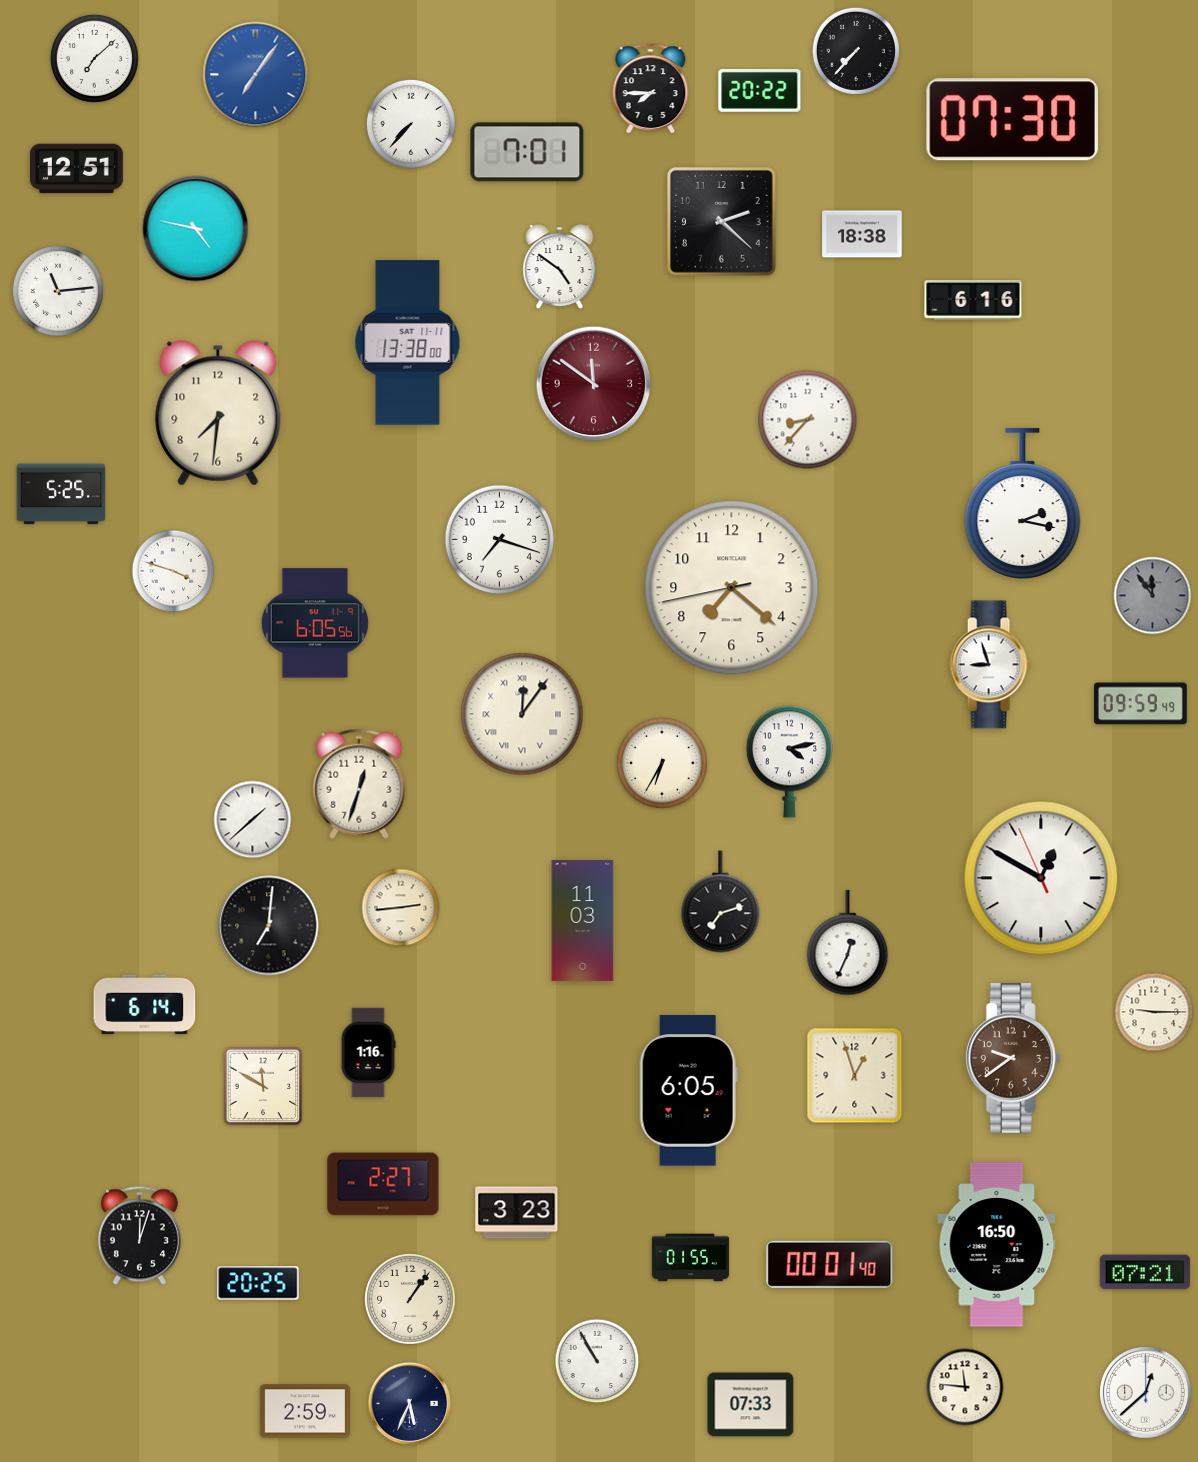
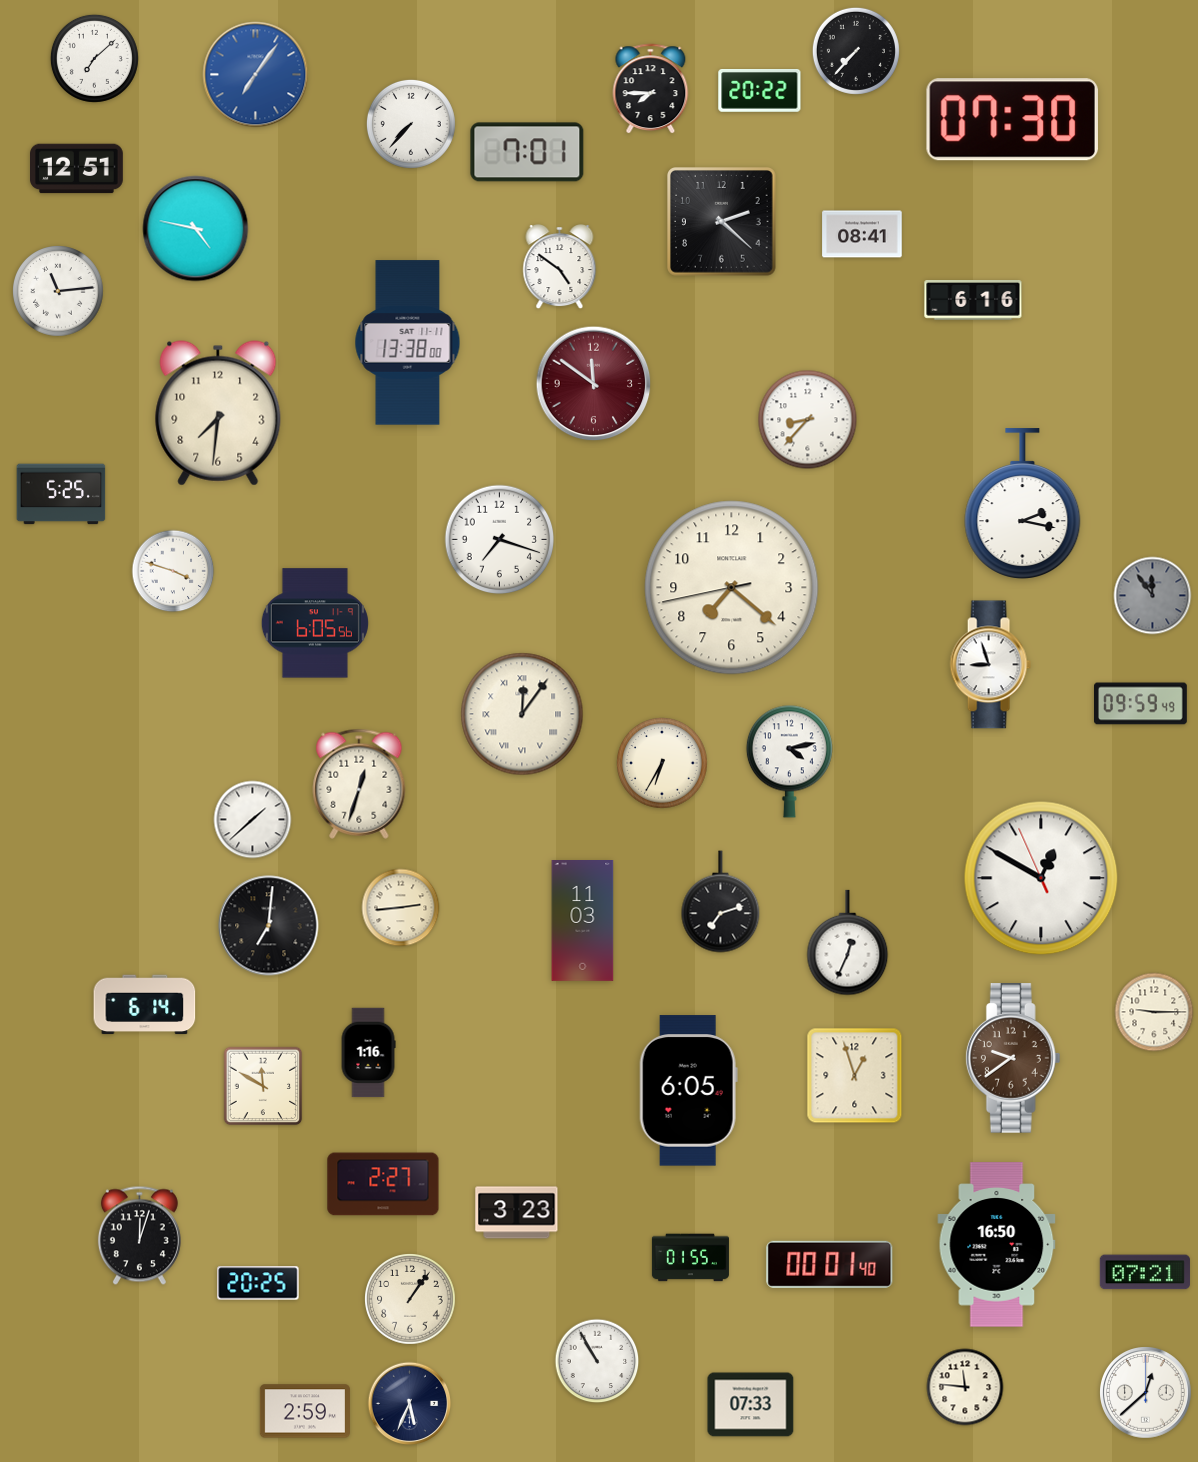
clock at (862, 234): 18:38 -> 08:41
